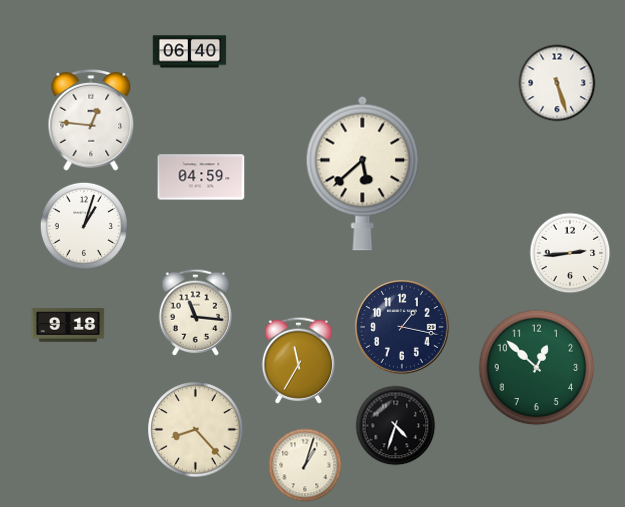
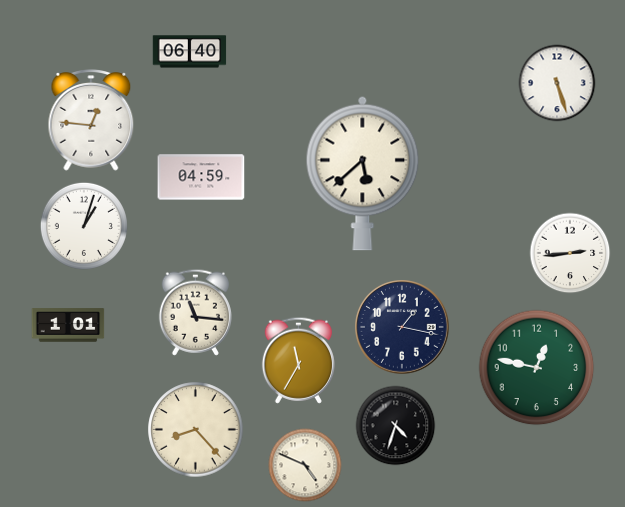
clock at (68, 325): 9:18 -> 1:01
clock at (537, 368): 12:52 -> 12:47
clock at (305, 465): 1:03 -> 4:49
